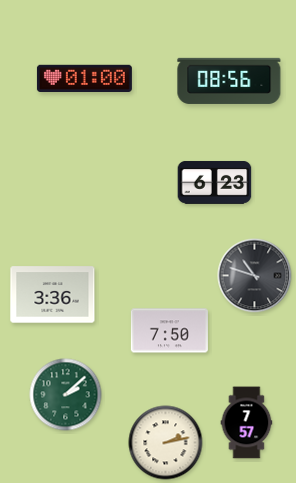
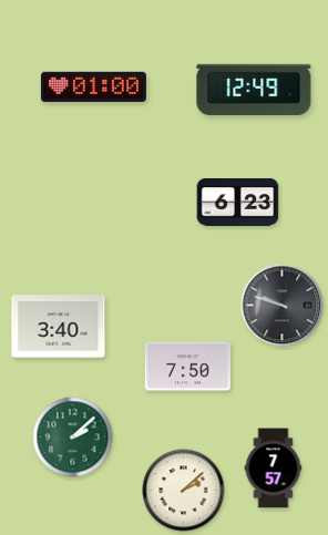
clock at (229, 81): 08:56 -> 12:49
clock at (255, 276): 10:48 -> 9:48
clock at (53, 295): 3:36 -> 3:40
clock at (166, 443): 2:13 -> 2:08
